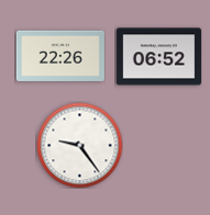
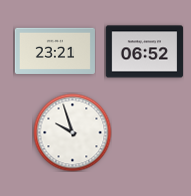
clock at (60, 56): 22:26 -> 23:21
clock at (79, 145): 9:24 -> 9:57
